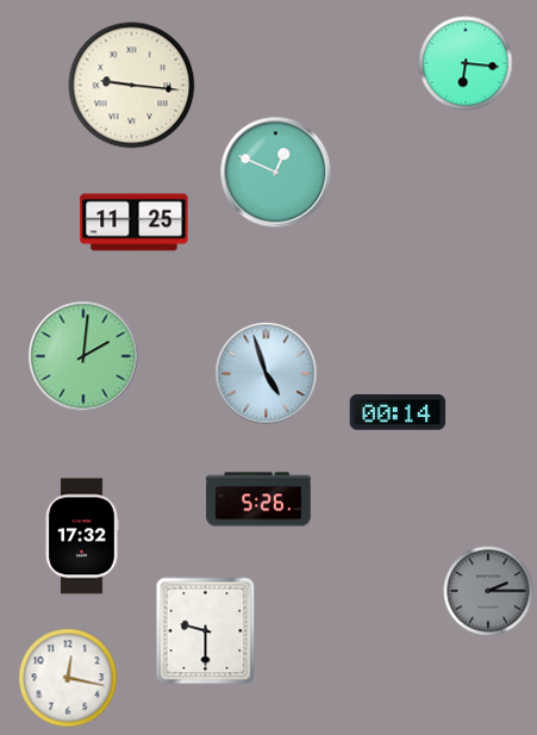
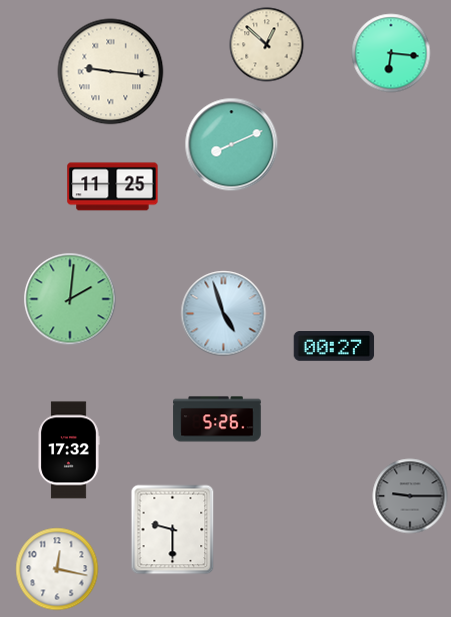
clock at (267, 45): none -> 12:52
clock at (276, 173): 12:49 -> 8:11
clock at (398, 413): 00:14 -> 00:27
clock at (488, 591): 2:15 -> 9:15
